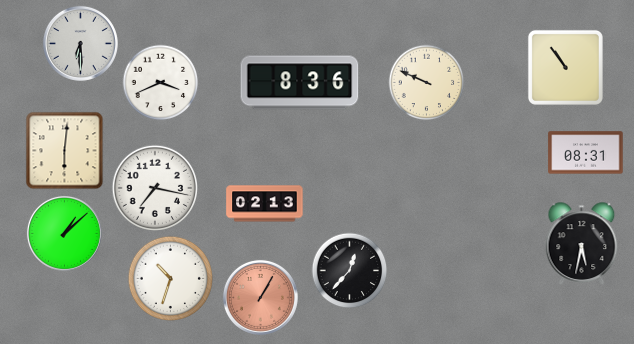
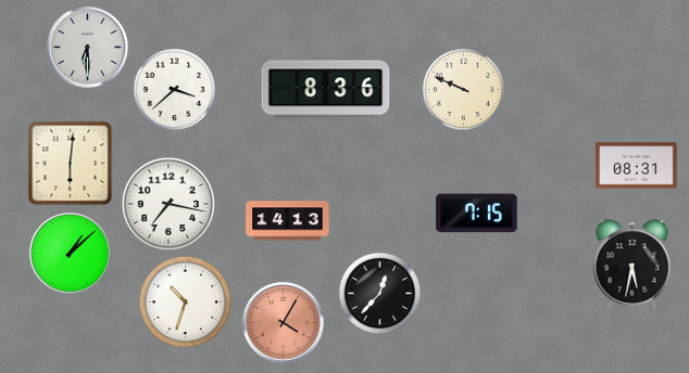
clock at (565, 67): 10:54 -> none
clock at (161, 83): 3:41 -> 3:38
clock at (477, 214): none -> 7:15
clock at (265, 204): 02:13 -> 14:13
clock at (260, 297): 1:05 -> 4:05
